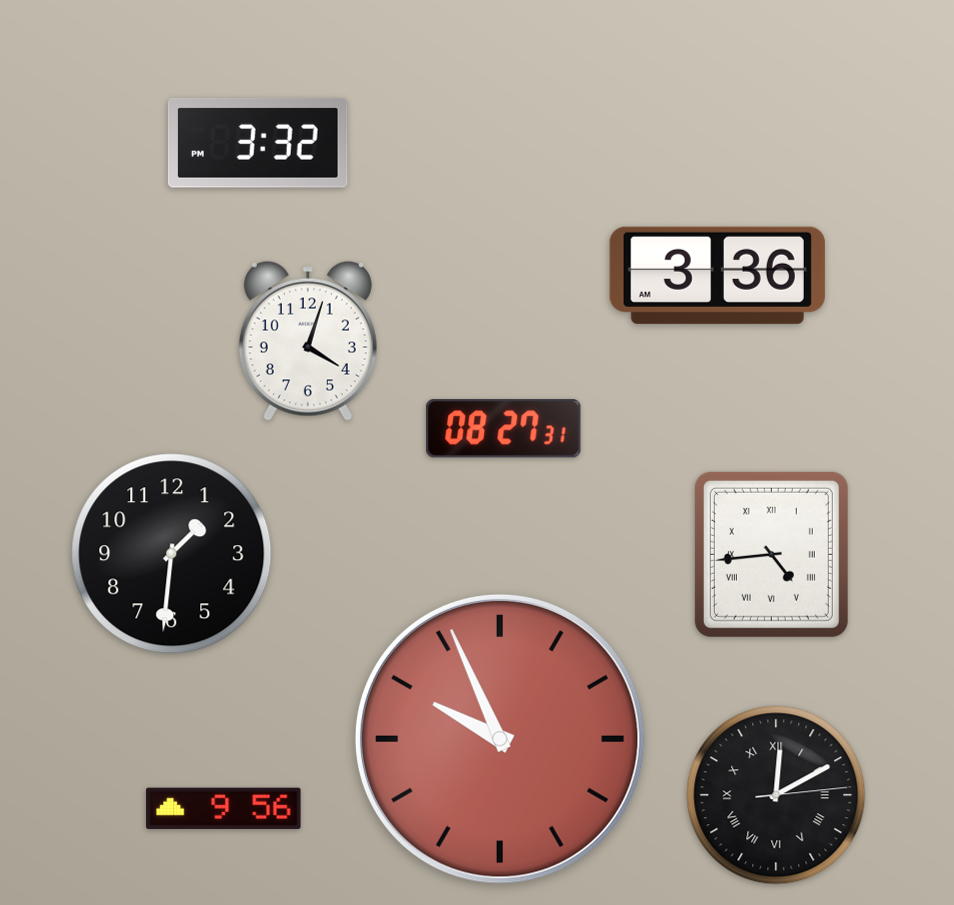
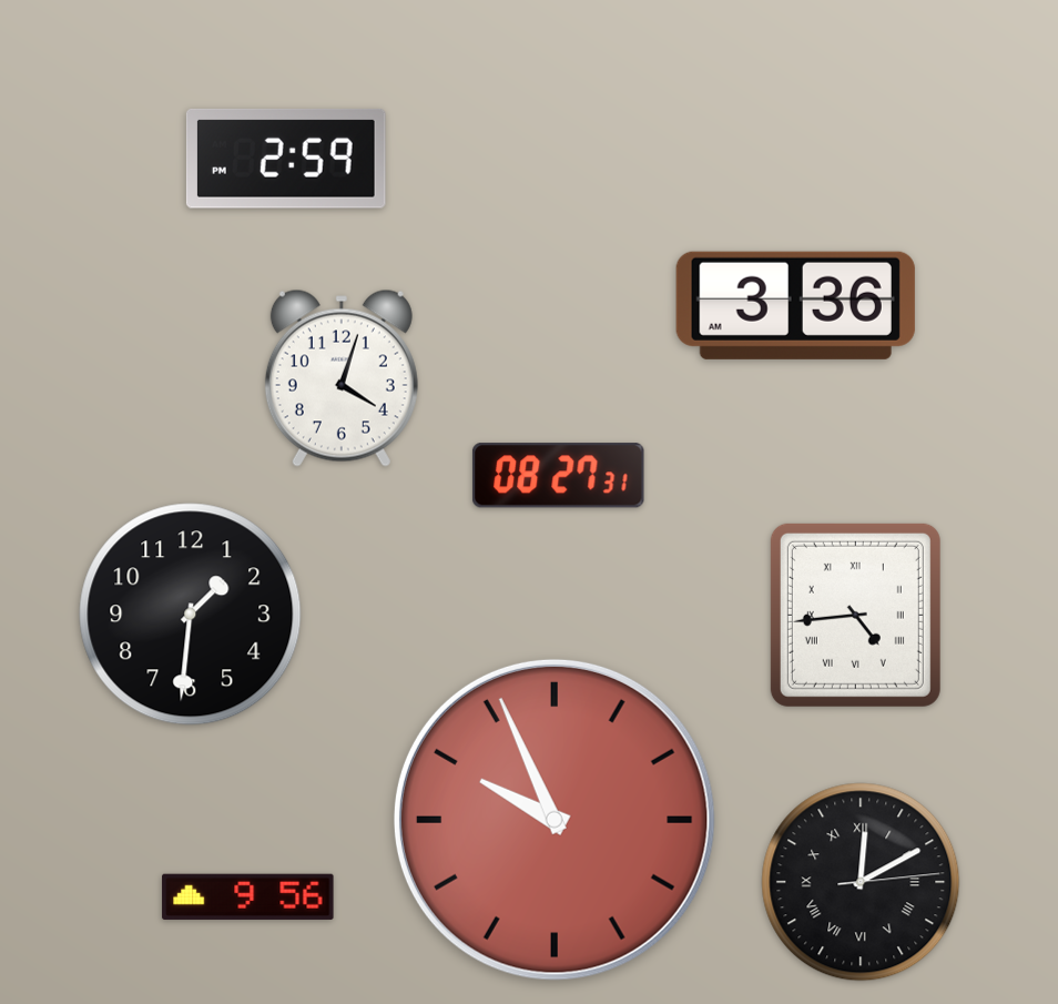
clock at (258, 143): 3:32 -> 2:59
